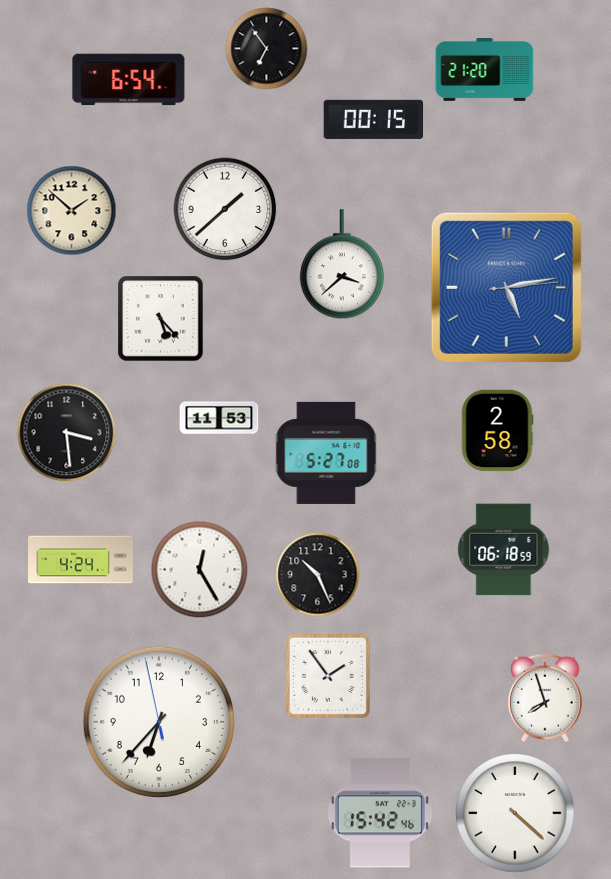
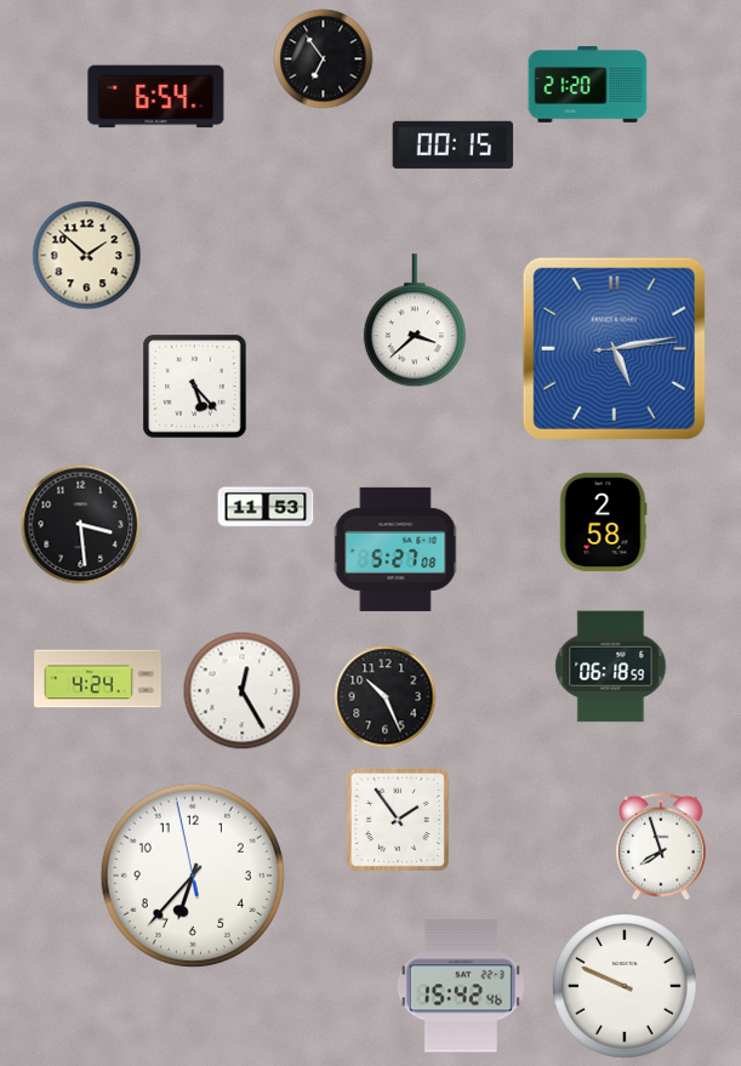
clock at (225, 209): 1:38 -> none
clock at (515, 813): 4:22 -> 9:49
